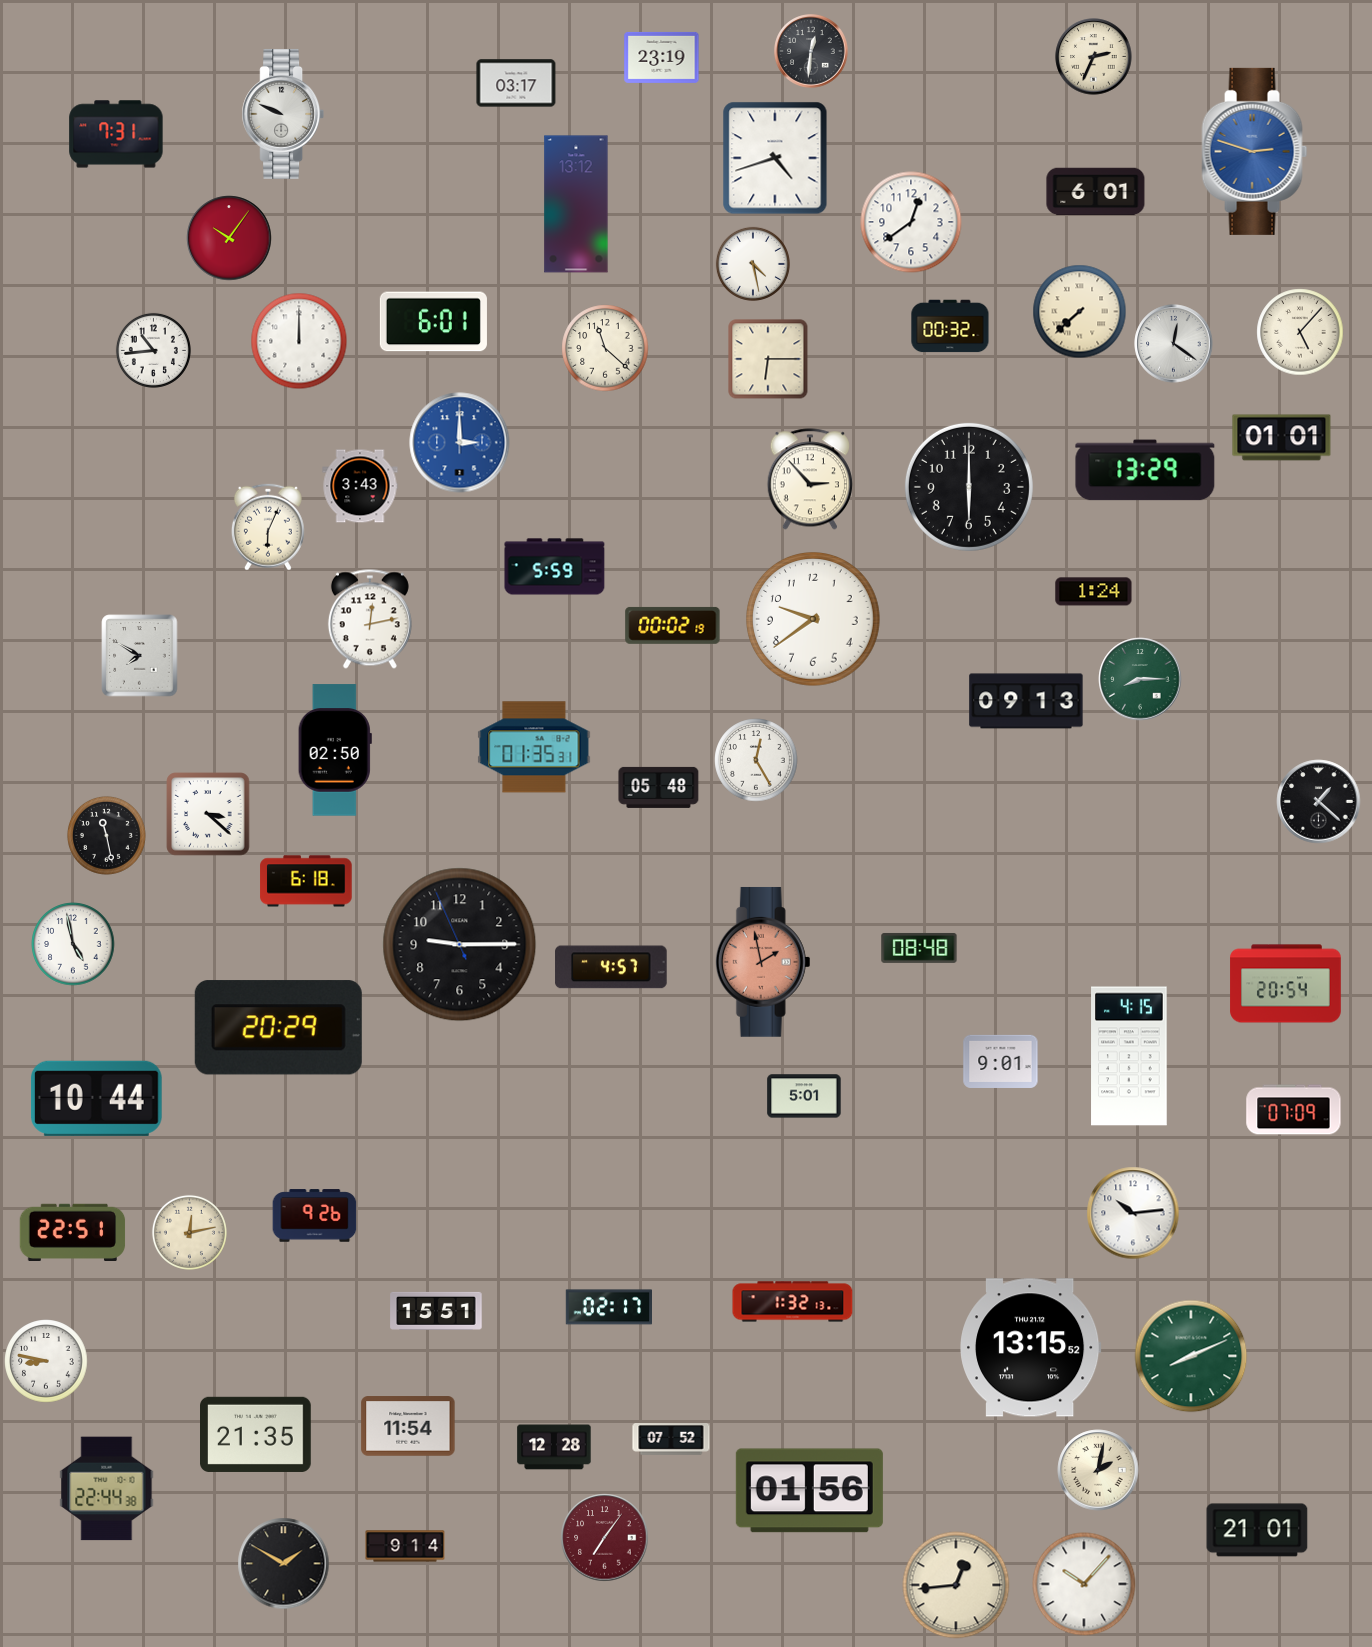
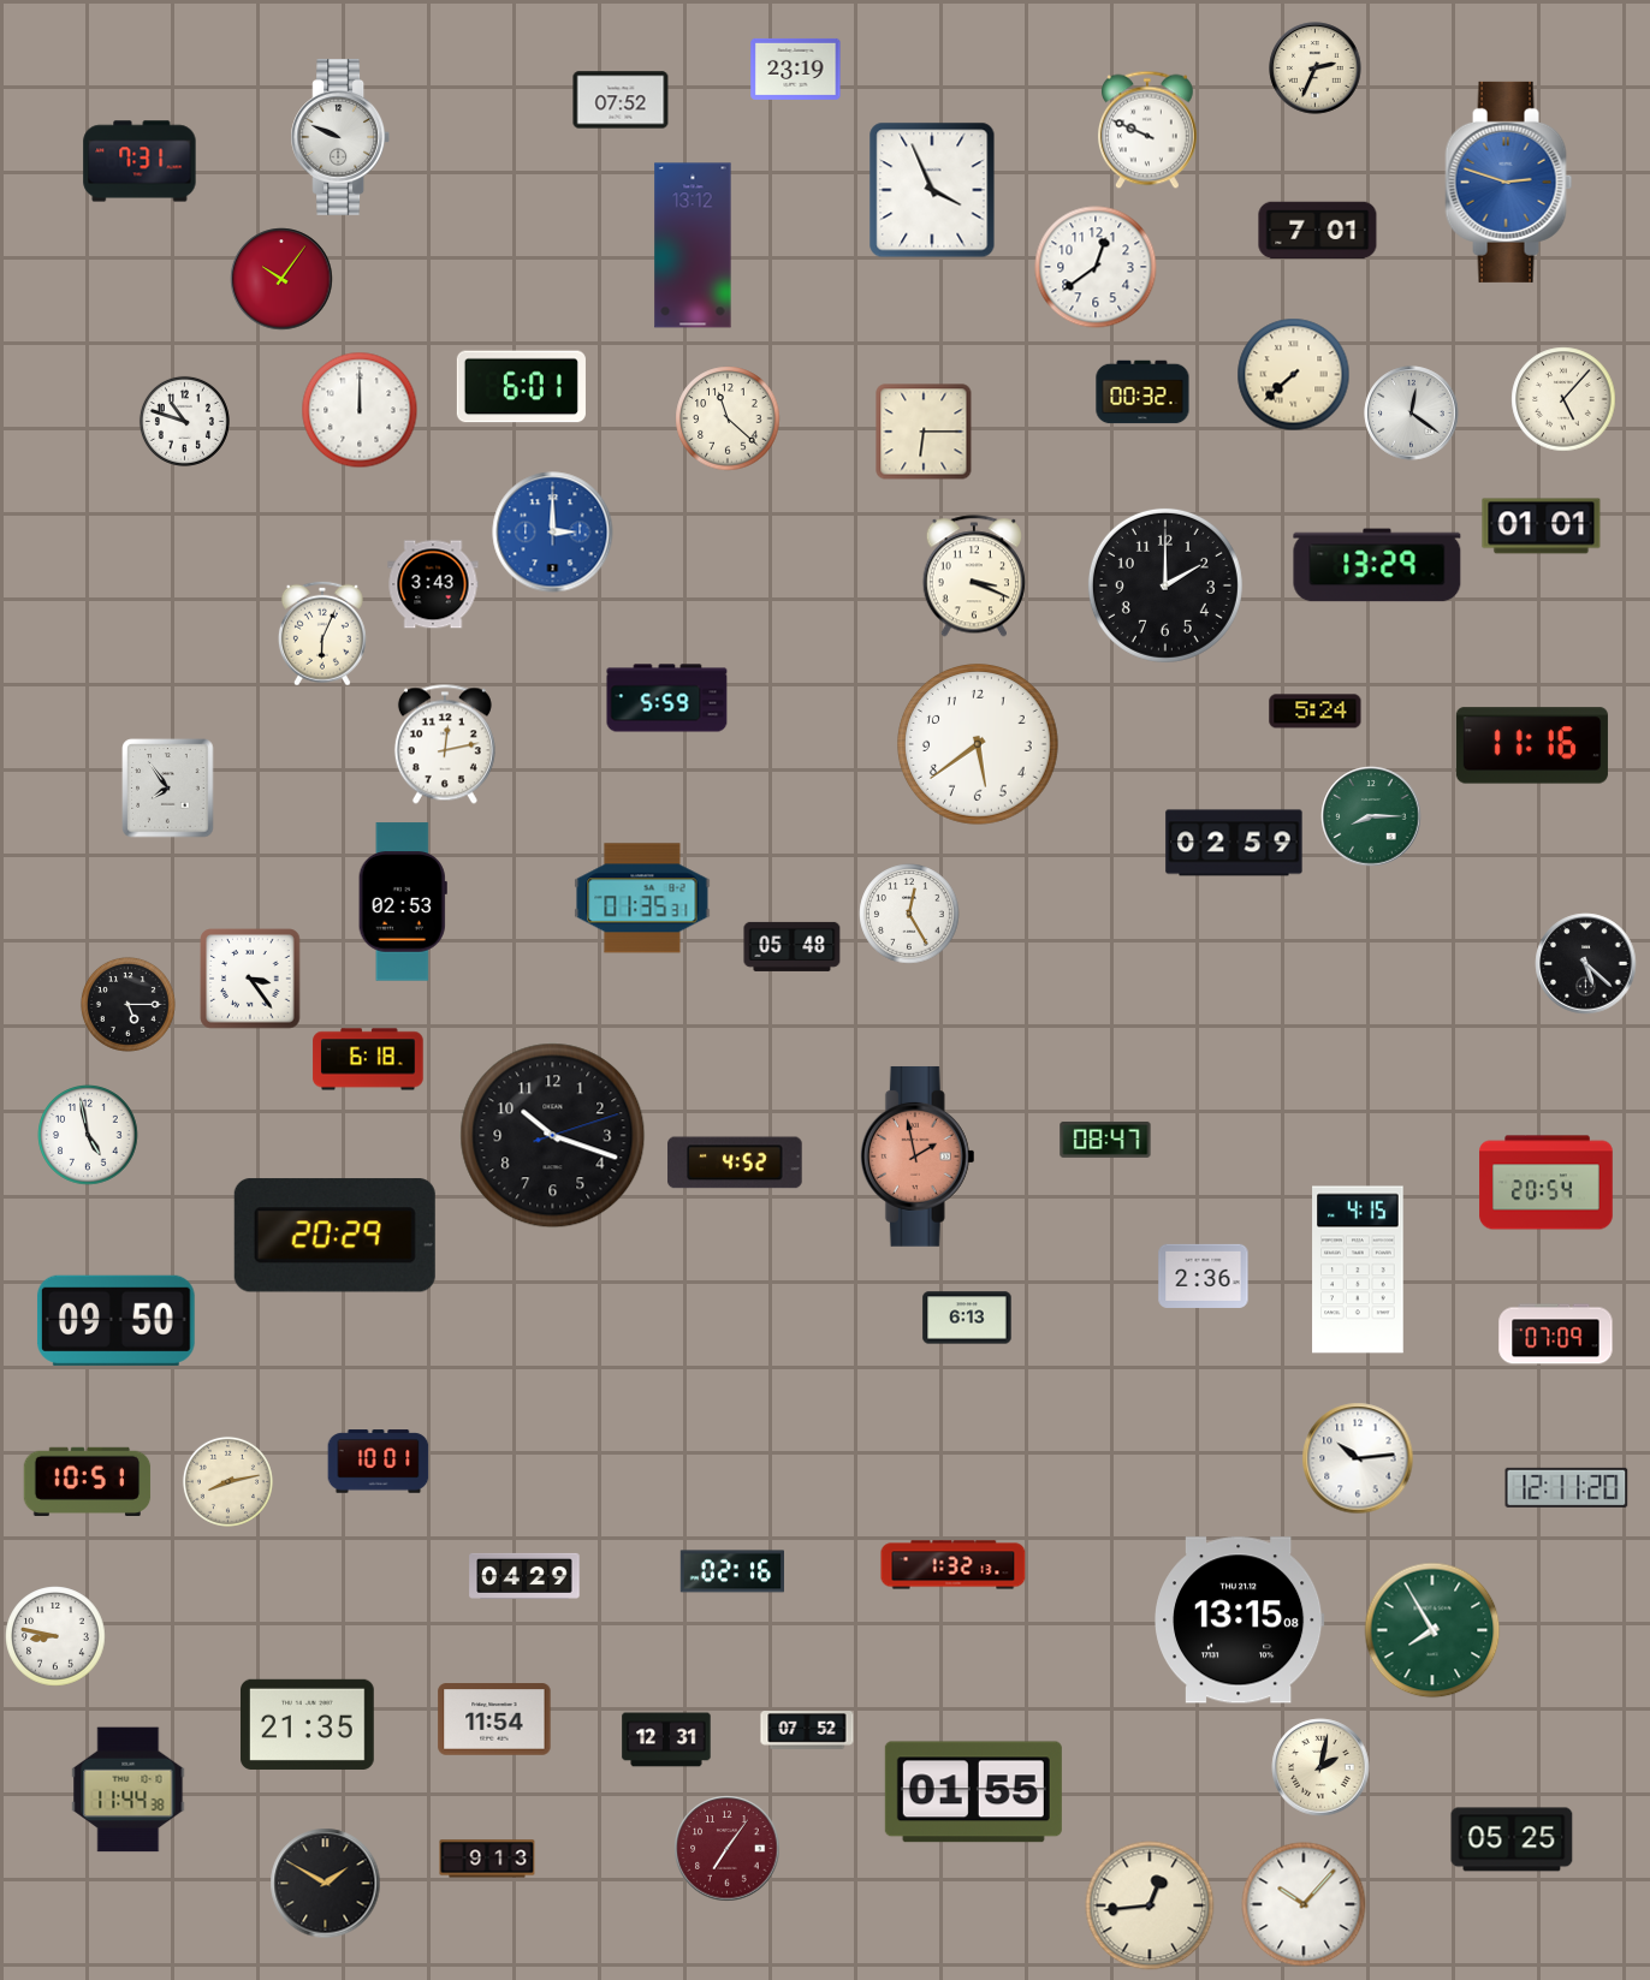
clock at (811, 51): 12:31 -> none
clock at (516, 83): 03:17 -> 07:52
clock at (1147, 130): none -> 9:49
clock at (775, 158): 4:42 -> 3:56
clock at (1096, 192): 6:01 -> 7:01
clock at (229, 238) position: (229, 238) -> (281, 279)
clock at (753, 264): 4:28 -> none
clock at (1080, 312) position: (1080, 312) -> (1294, 375)
clock at (153, 350): 10:44 -> 10:48
clock at (810, 479): 2:53 -> 3:19
clock at (969, 487): 6:00 -> 2:00
clock at (555, 567) position: (555, 567) -> (667, 698)
clock at (1094, 592): 1:24 -> 5:24
clock at (814, 620): 9:39 -> 5:39
clock at (1532, 745): none -> 11:16
clock at (673, 625): 00:02 -> none
clock at (140, 656): 7:50 -> 7:54
clock at (1026, 701): 09:13 -> 02:59
clock at (335, 750): 02:50 -> 02:53
clock at (1319, 802): 1:22 -> 5:22
clock at (208, 814): 3:22 -> 3:24
clock at (106, 835): 11:28 -> 5:15
clock at (460, 945): 9:14 -> 10:18
clock at (919, 948): 08:48 -> 08:47
clock at (611, 967): 4:57 -> 4:52
clock at (1001, 1061): 9:01 -> 2:36
clock at (804, 1096): 5:01 -> 6:13
clock at (96, 1098): 10:44 -> 09:50
clock at (1133, 1213) position: (1133, 1213) -> (1358, 1458)
clock at (315, 1216): 9:26 -> 10:01
clock at (73, 1232): 22:51 -> 10:51
clock at (189, 1232): 12:13 -> 8:13
clock at (1567, 1487): none -> 12:11
clock at (608, 1307): 02:17 -> 02:16
clock at (436, 1311): 15:51 -> 04:29
clock at (1031, 1348): 13:15:52 -> 13:15:08
clock at (1191, 1356): 8:11 -> 7:55
clock at (408, 1426) position: (408, 1426) -> (494, 1719)
clock at (554, 1447): 12:28 -> 12:31
clock at (107, 1489): 22:44 -> 11:44
clock at (809, 1491): 01:56 -> 01:55
clock at (1257, 1530): 21:01 -> 05:25
clock at (405, 1546): 9:14 -> 9:13
clock at (284, 1564) position: (284, 1564) -> (326, 1884)
